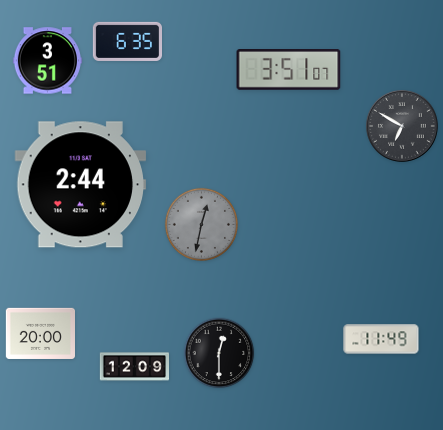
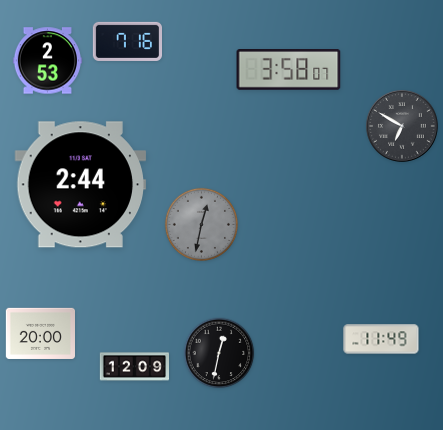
clock at (127, 41): 6:35 -> 7:16
clock at (47, 61): 3:51 -> 2:53
clock at (289, 70): 3:51 -> 3:58
clock at (219, 353): 12:30 -> 12:32
